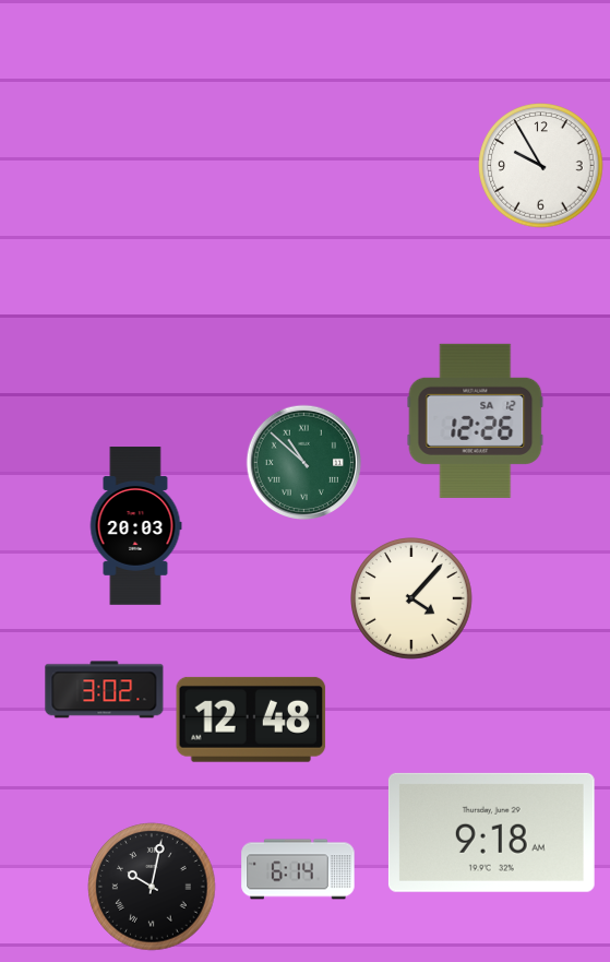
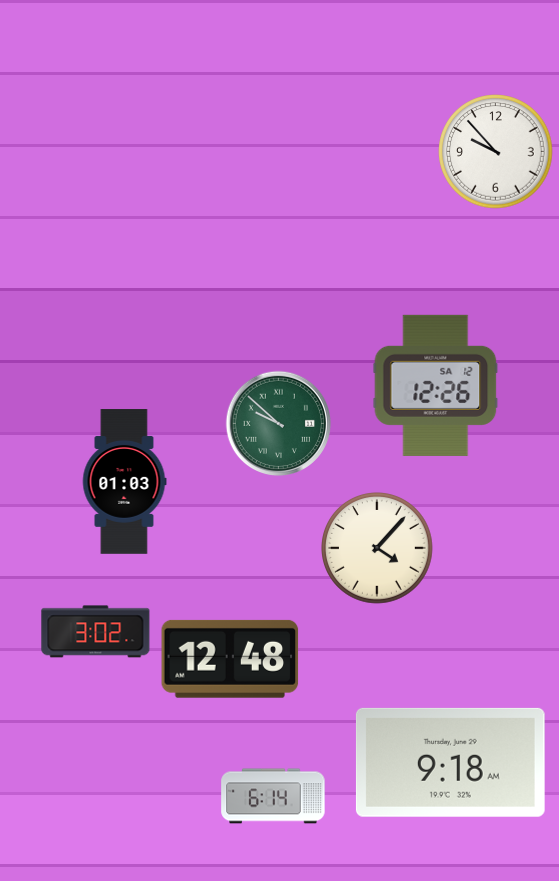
clock at (541, 166): 9:55 -> 9:53
clock at (304, 463): 10:52 -> 9:52
clock at (135, 526): 20:03 -> 01:03
clock at (152, 887): 10:02 -> none
